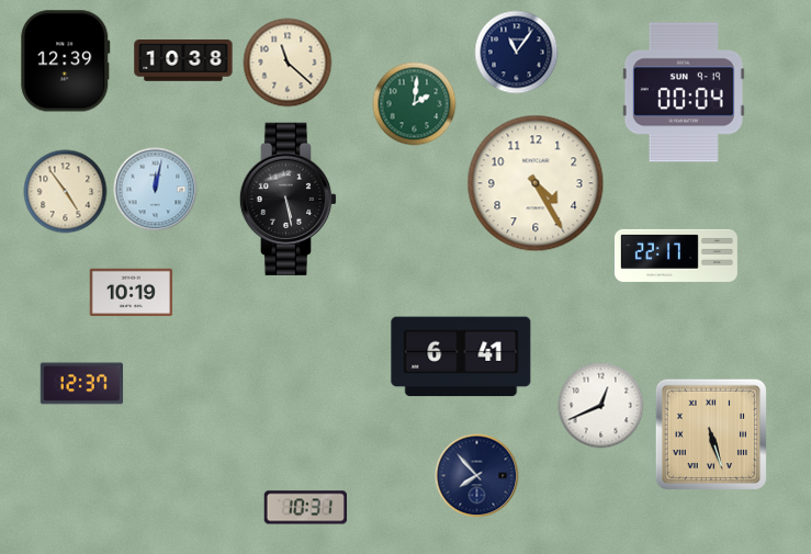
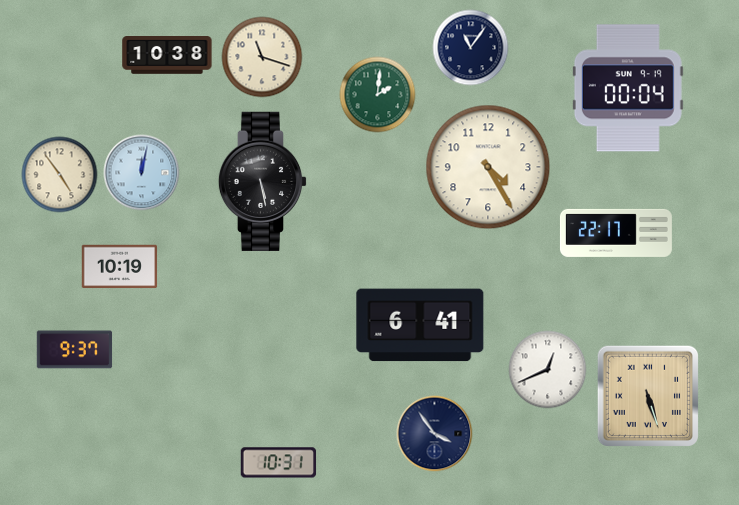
clock at (66, 61): 12:39 -> none
clock at (288, 63): 11:22 -> 11:18
clock at (684, 92) position: (684, 92) -> (628, 88)
clock at (82, 384): 12:37 -> 9:37
clock at (477, 476): 7:53 -> 3:54
